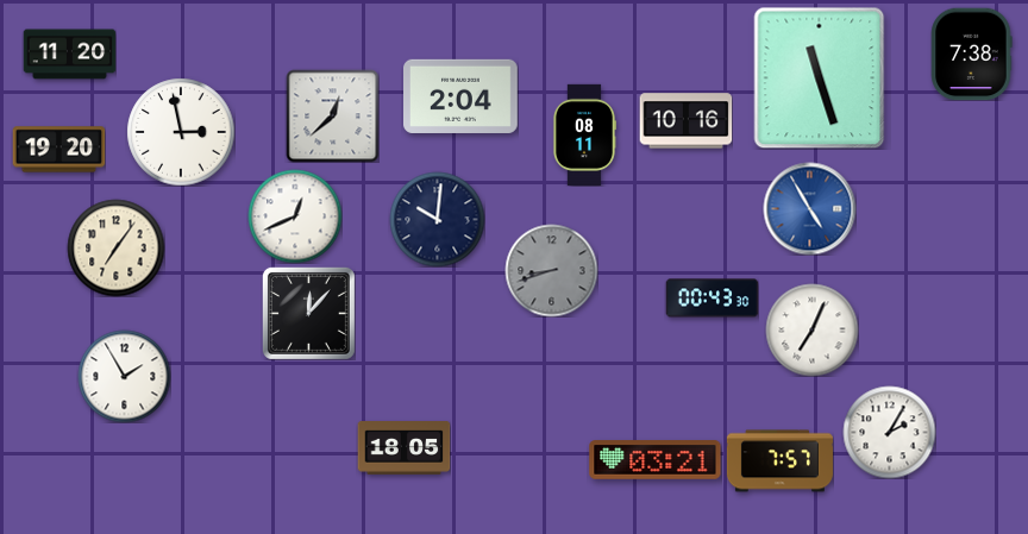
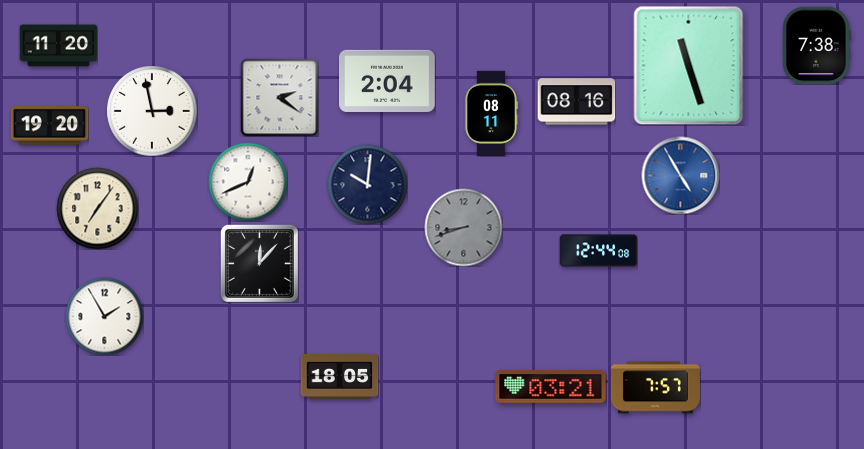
clock at (332, 115): 12:38 -> 2:21
clock at (685, 121): 10:16 -> 08:16
clock at (712, 299): 00:43 -> 12:44
clock at (811, 329): 7:04 -> none
clock at (889, 432): 2:05 -> none
